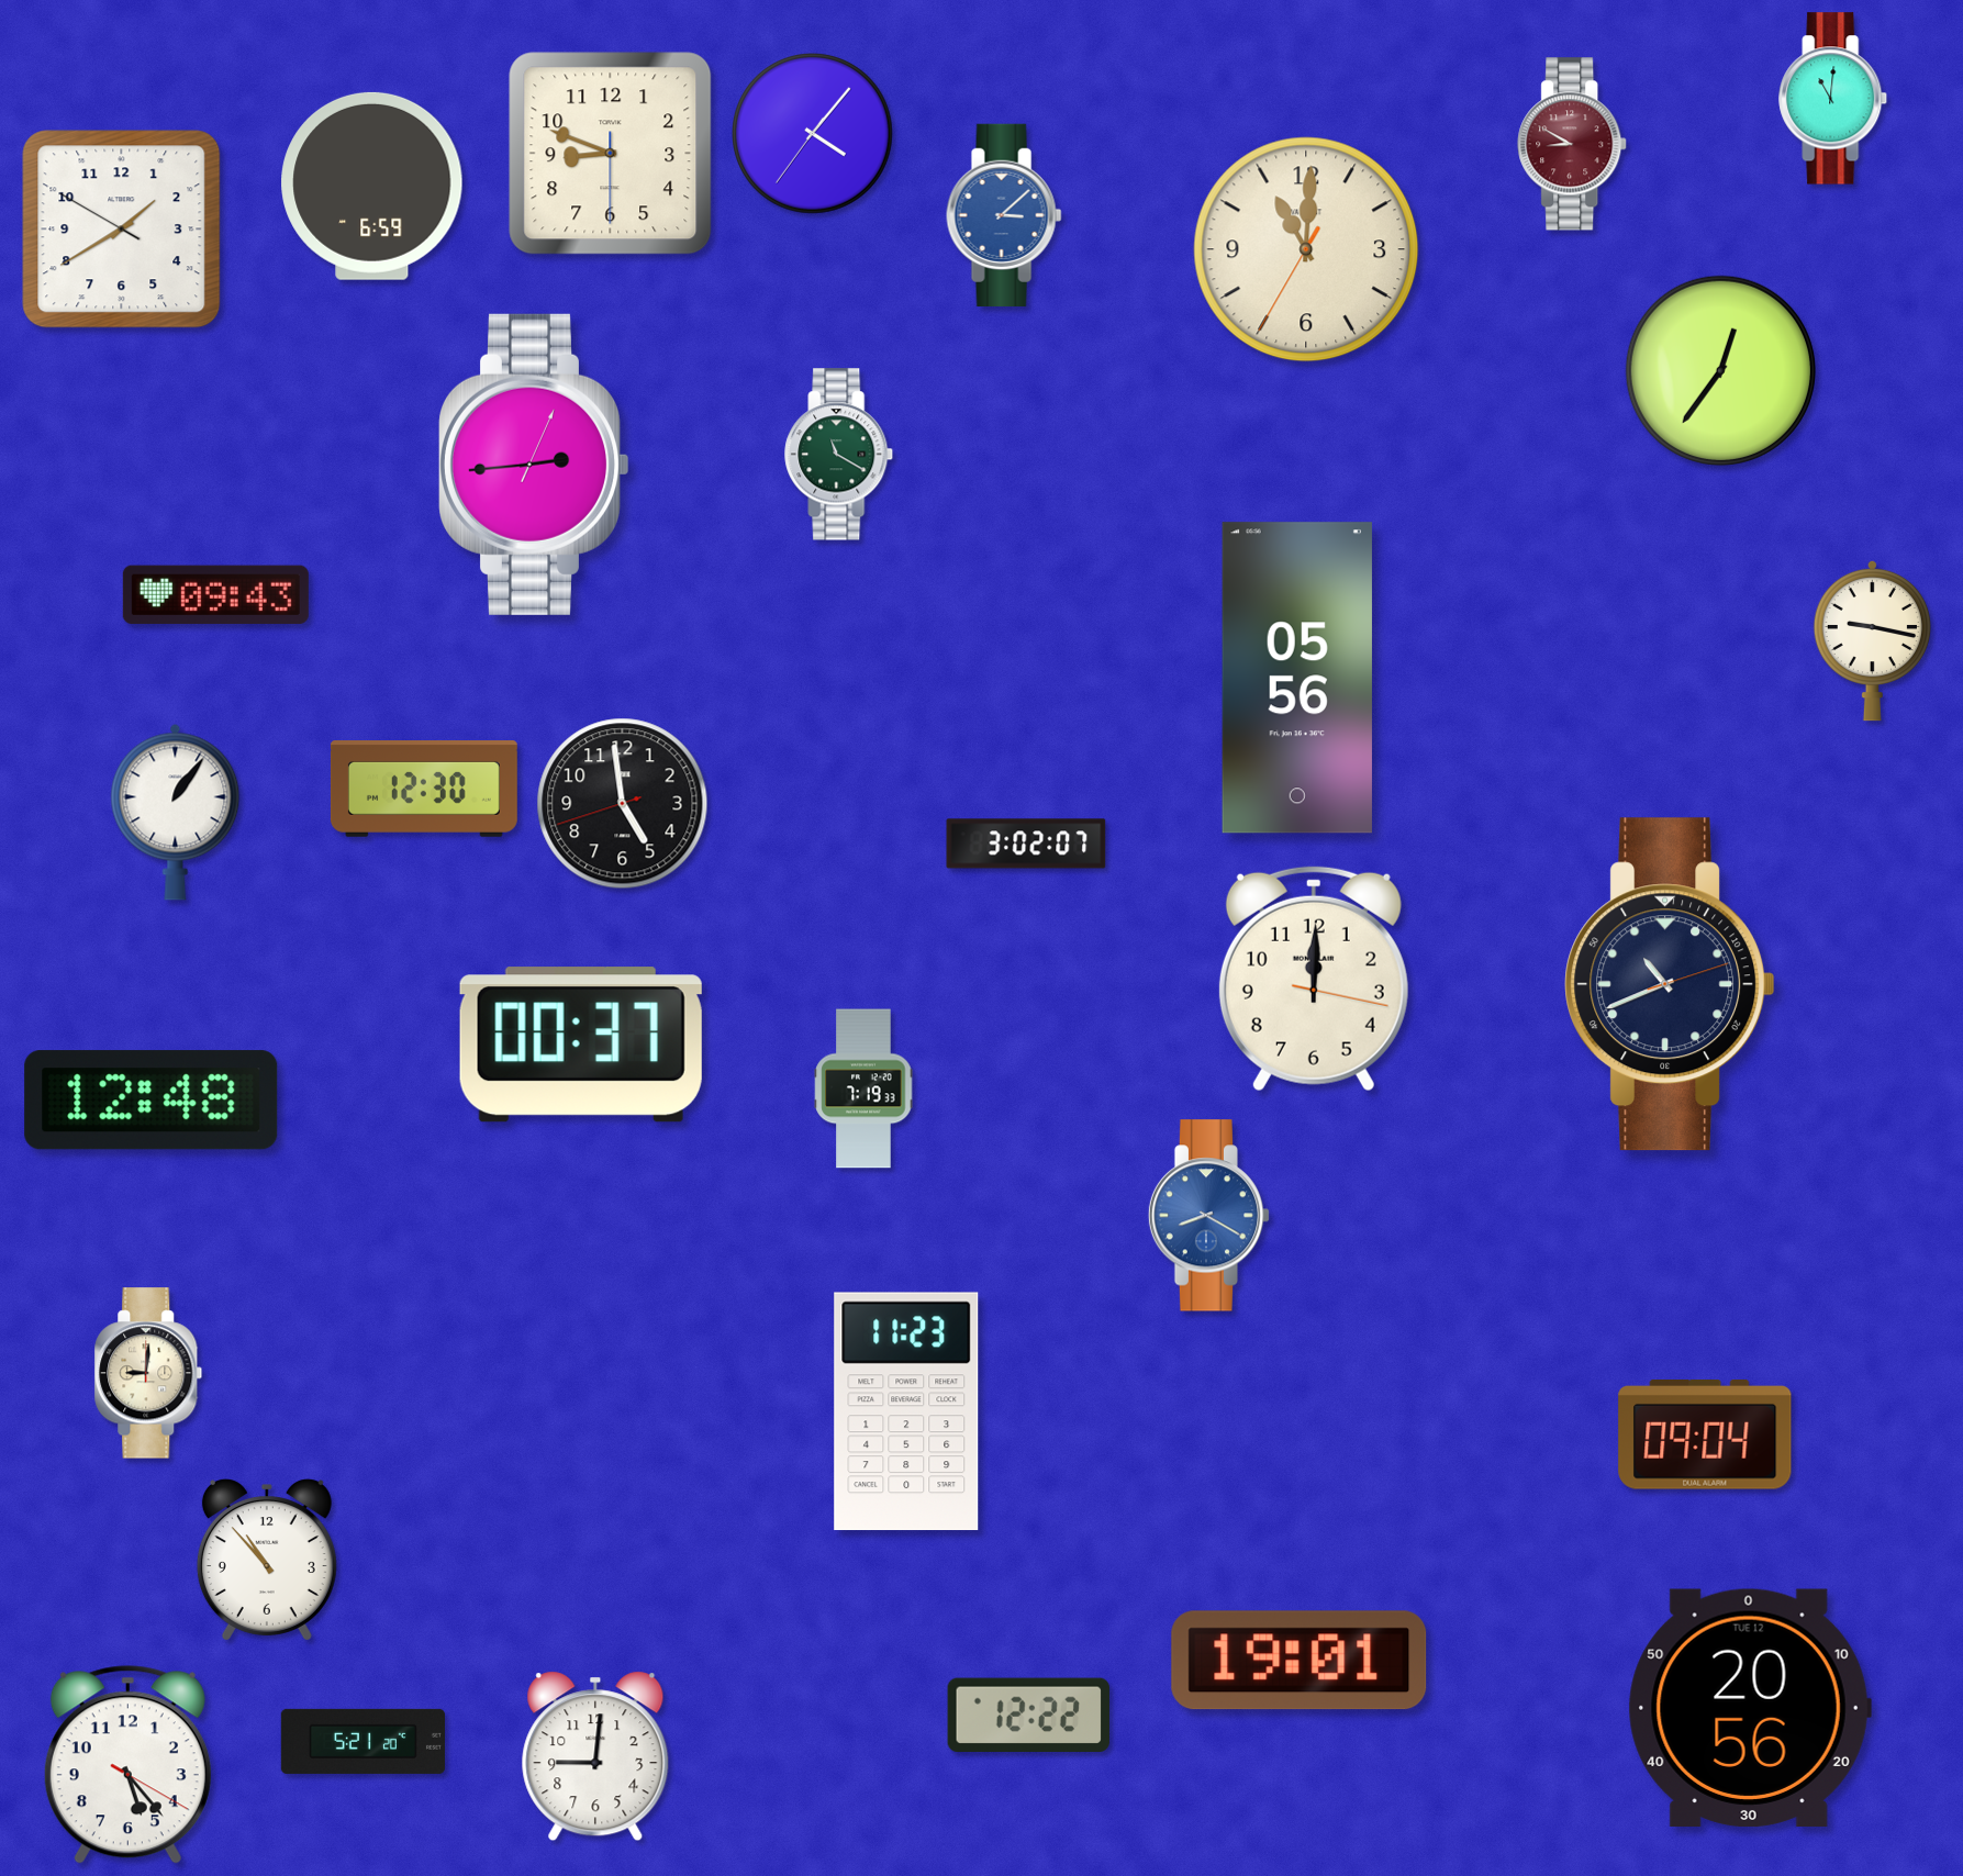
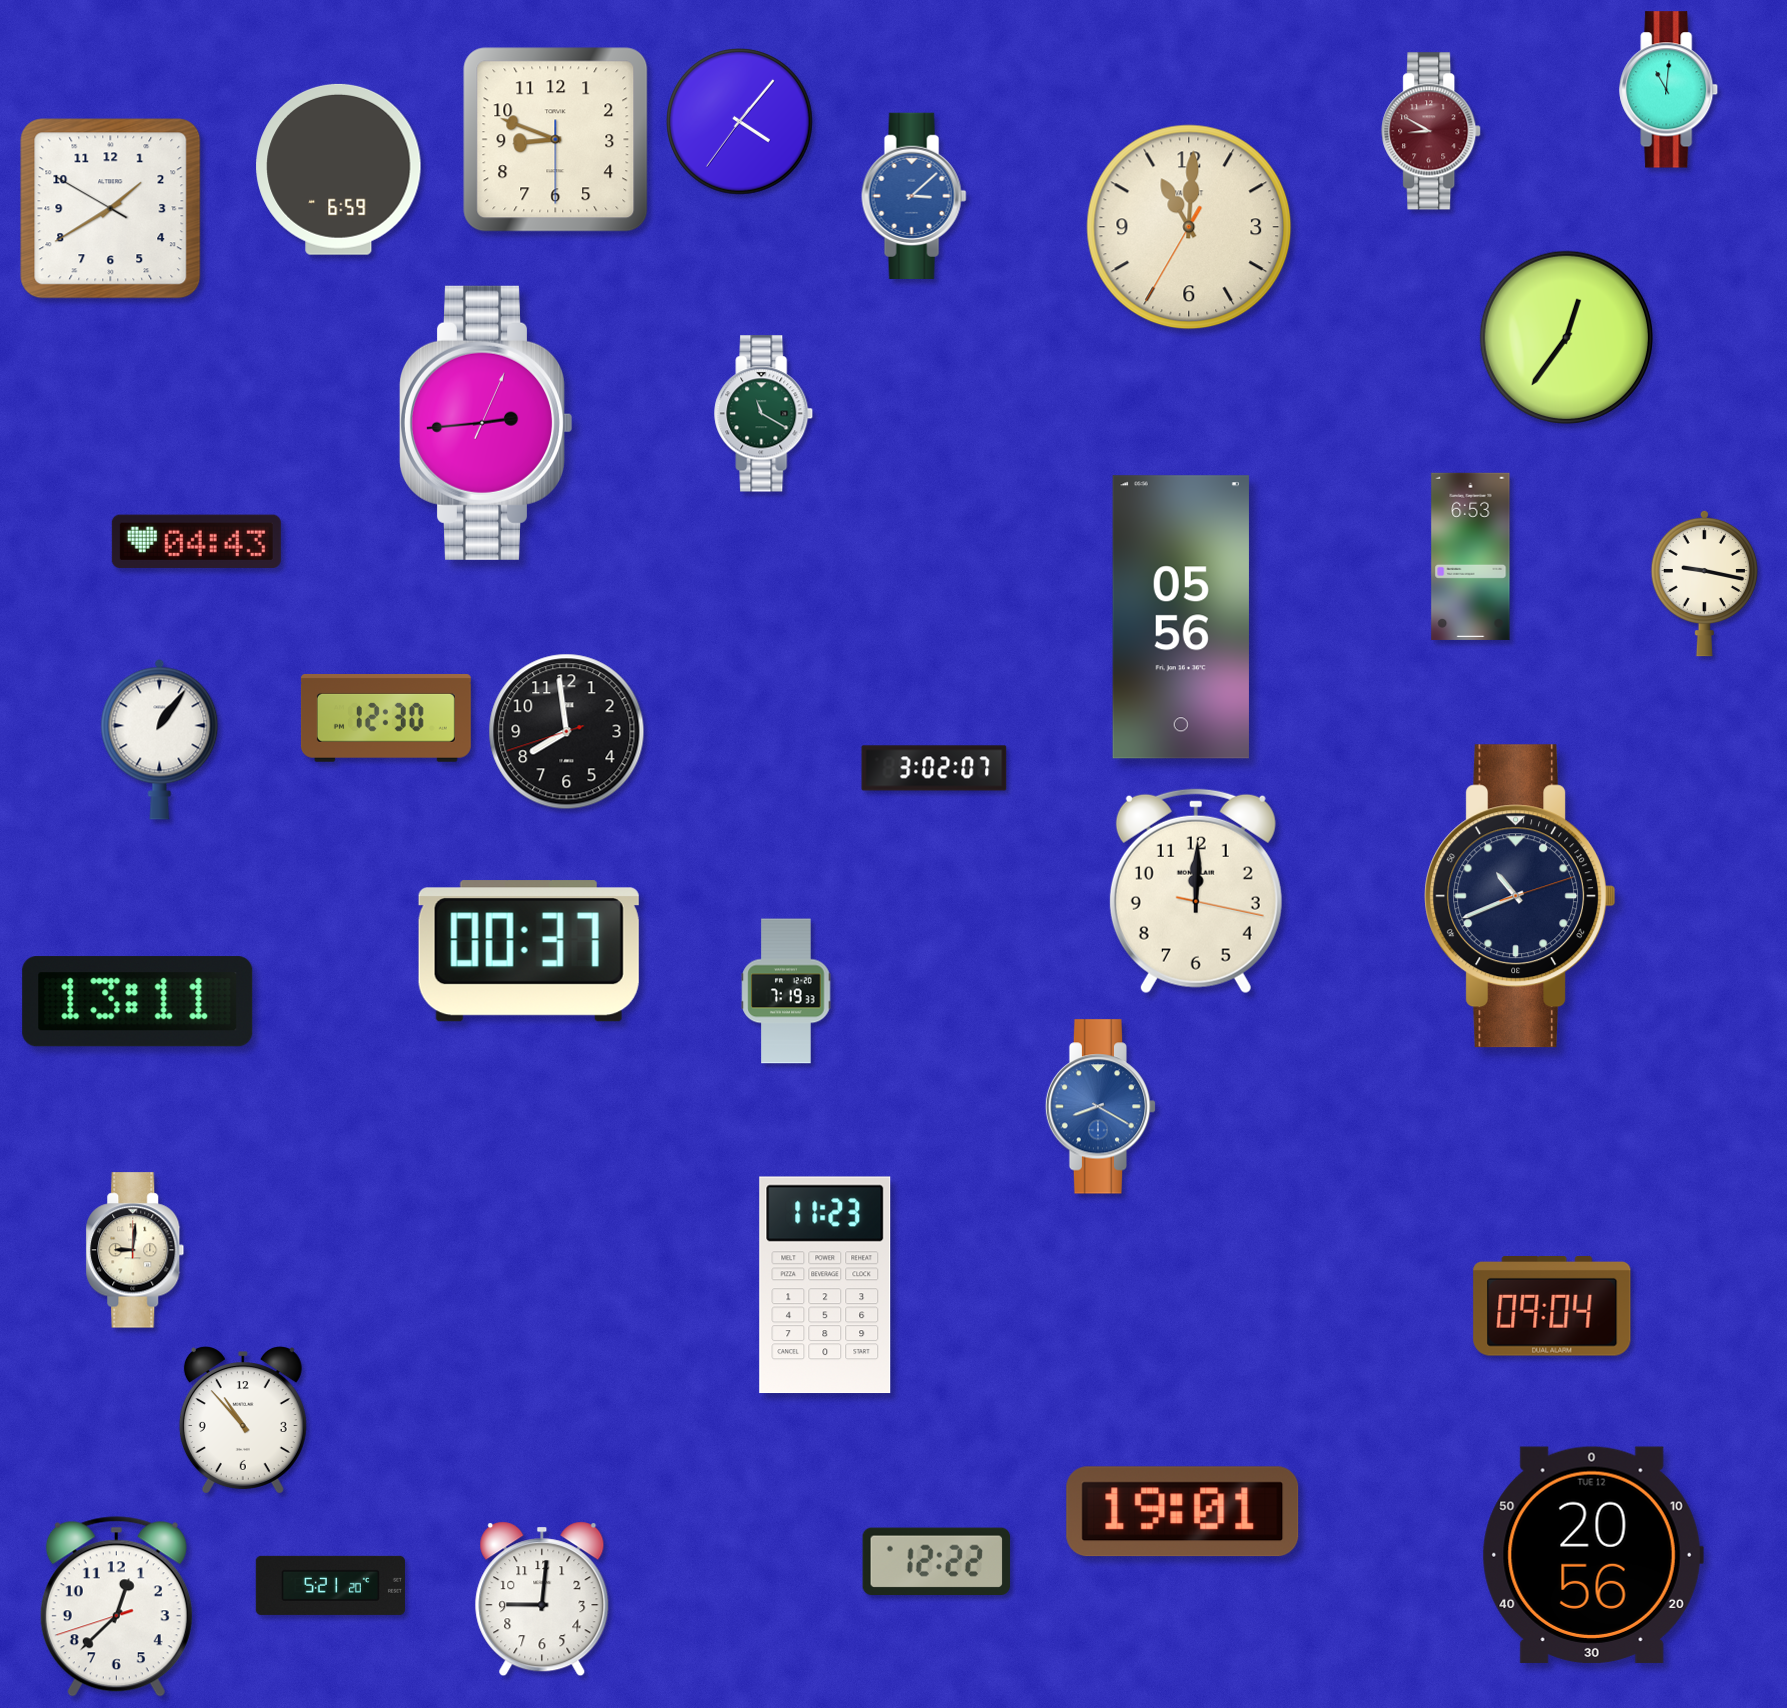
clock at (215, 594): 09:43 -> 04:43
clock at (1471, 556): none -> 6:53
clock at (623, 804): 4:58 -> 7:58
clock at (152, 1101): 12:48 -> 13:11
clock at (127, 1765): 5:23 -> 12:37
